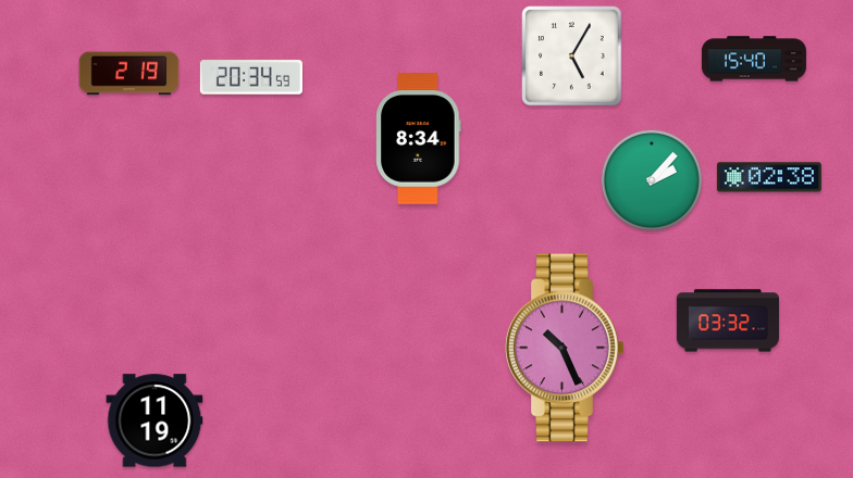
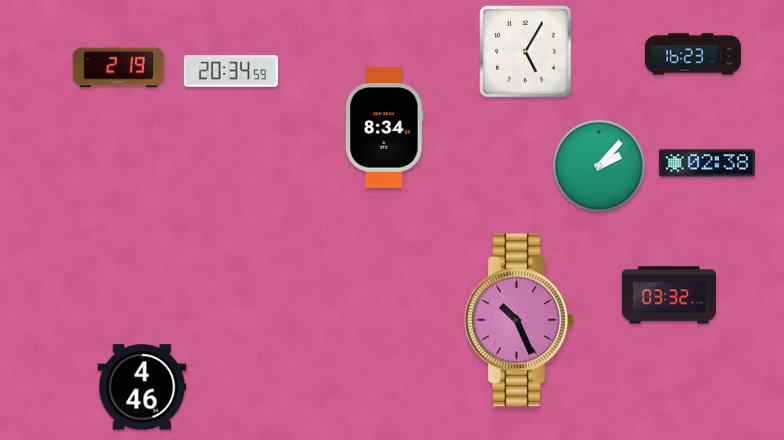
clock at (754, 59): 15:40 -> 16:23
clock at (154, 420): 11:19 -> 4:46
